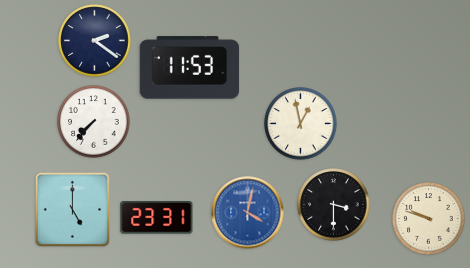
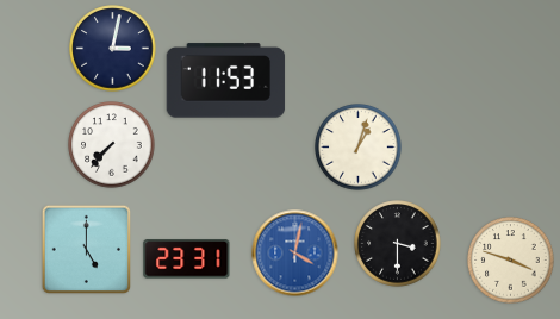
clock at (95, 41): 2:21 -> 3:02
clock at (301, 124): 12:58 -> 1:03
clock at (429, 219): 9:48 -> 3:48
